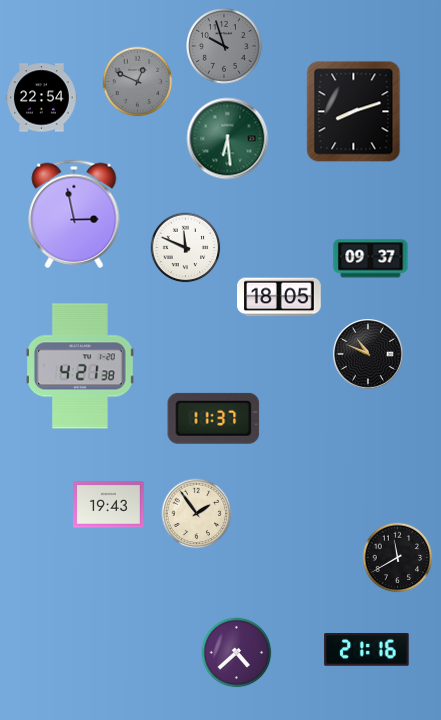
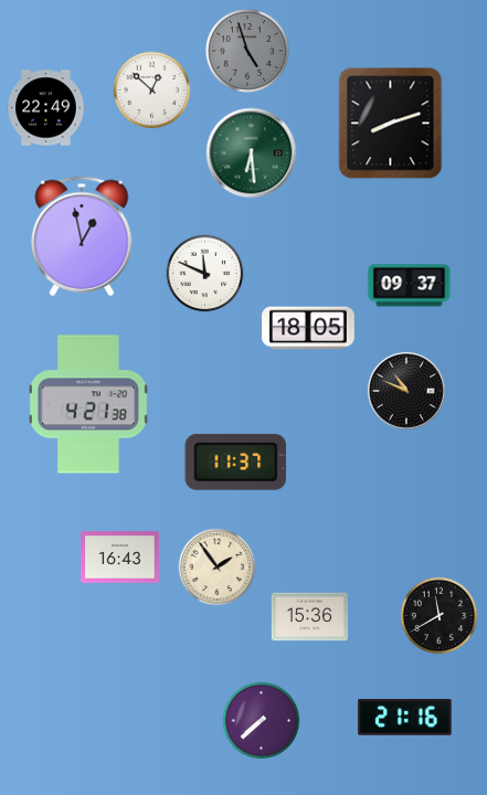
clock at (224, 46): 9:57 -> 4:57
clock at (138, 82): 12:49 -> 12:52
clock at (138, 82) dial: grey -> white
clock at (42, 98): 22:54 -> 22:49
clock at (74, 214): 2:58 -> 12:58
clock at (109, 505): 19:43 -> 16:43
clock at (309, 617): none -> 15:36
clock at (237, 653): 4:38 -> 7:38
